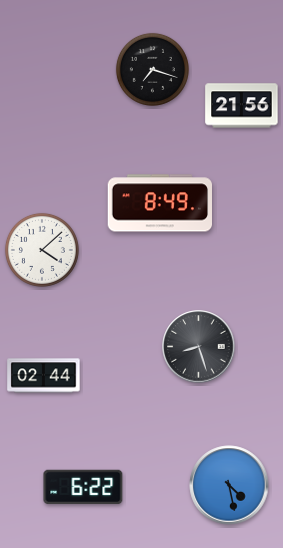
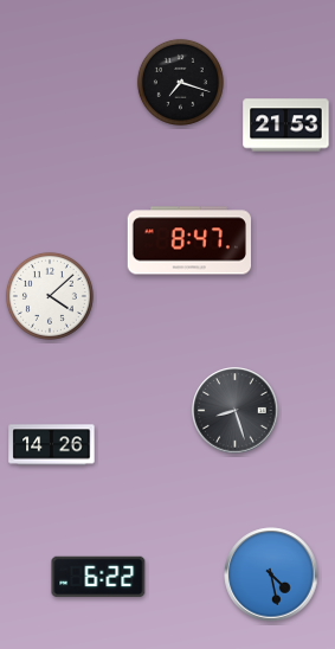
clock at (242, 106): 21:56 -> 21:53
clock at (159, 203): 8:49 -> 8:47
clock at (44, 376): 02:44 -> 14:26
